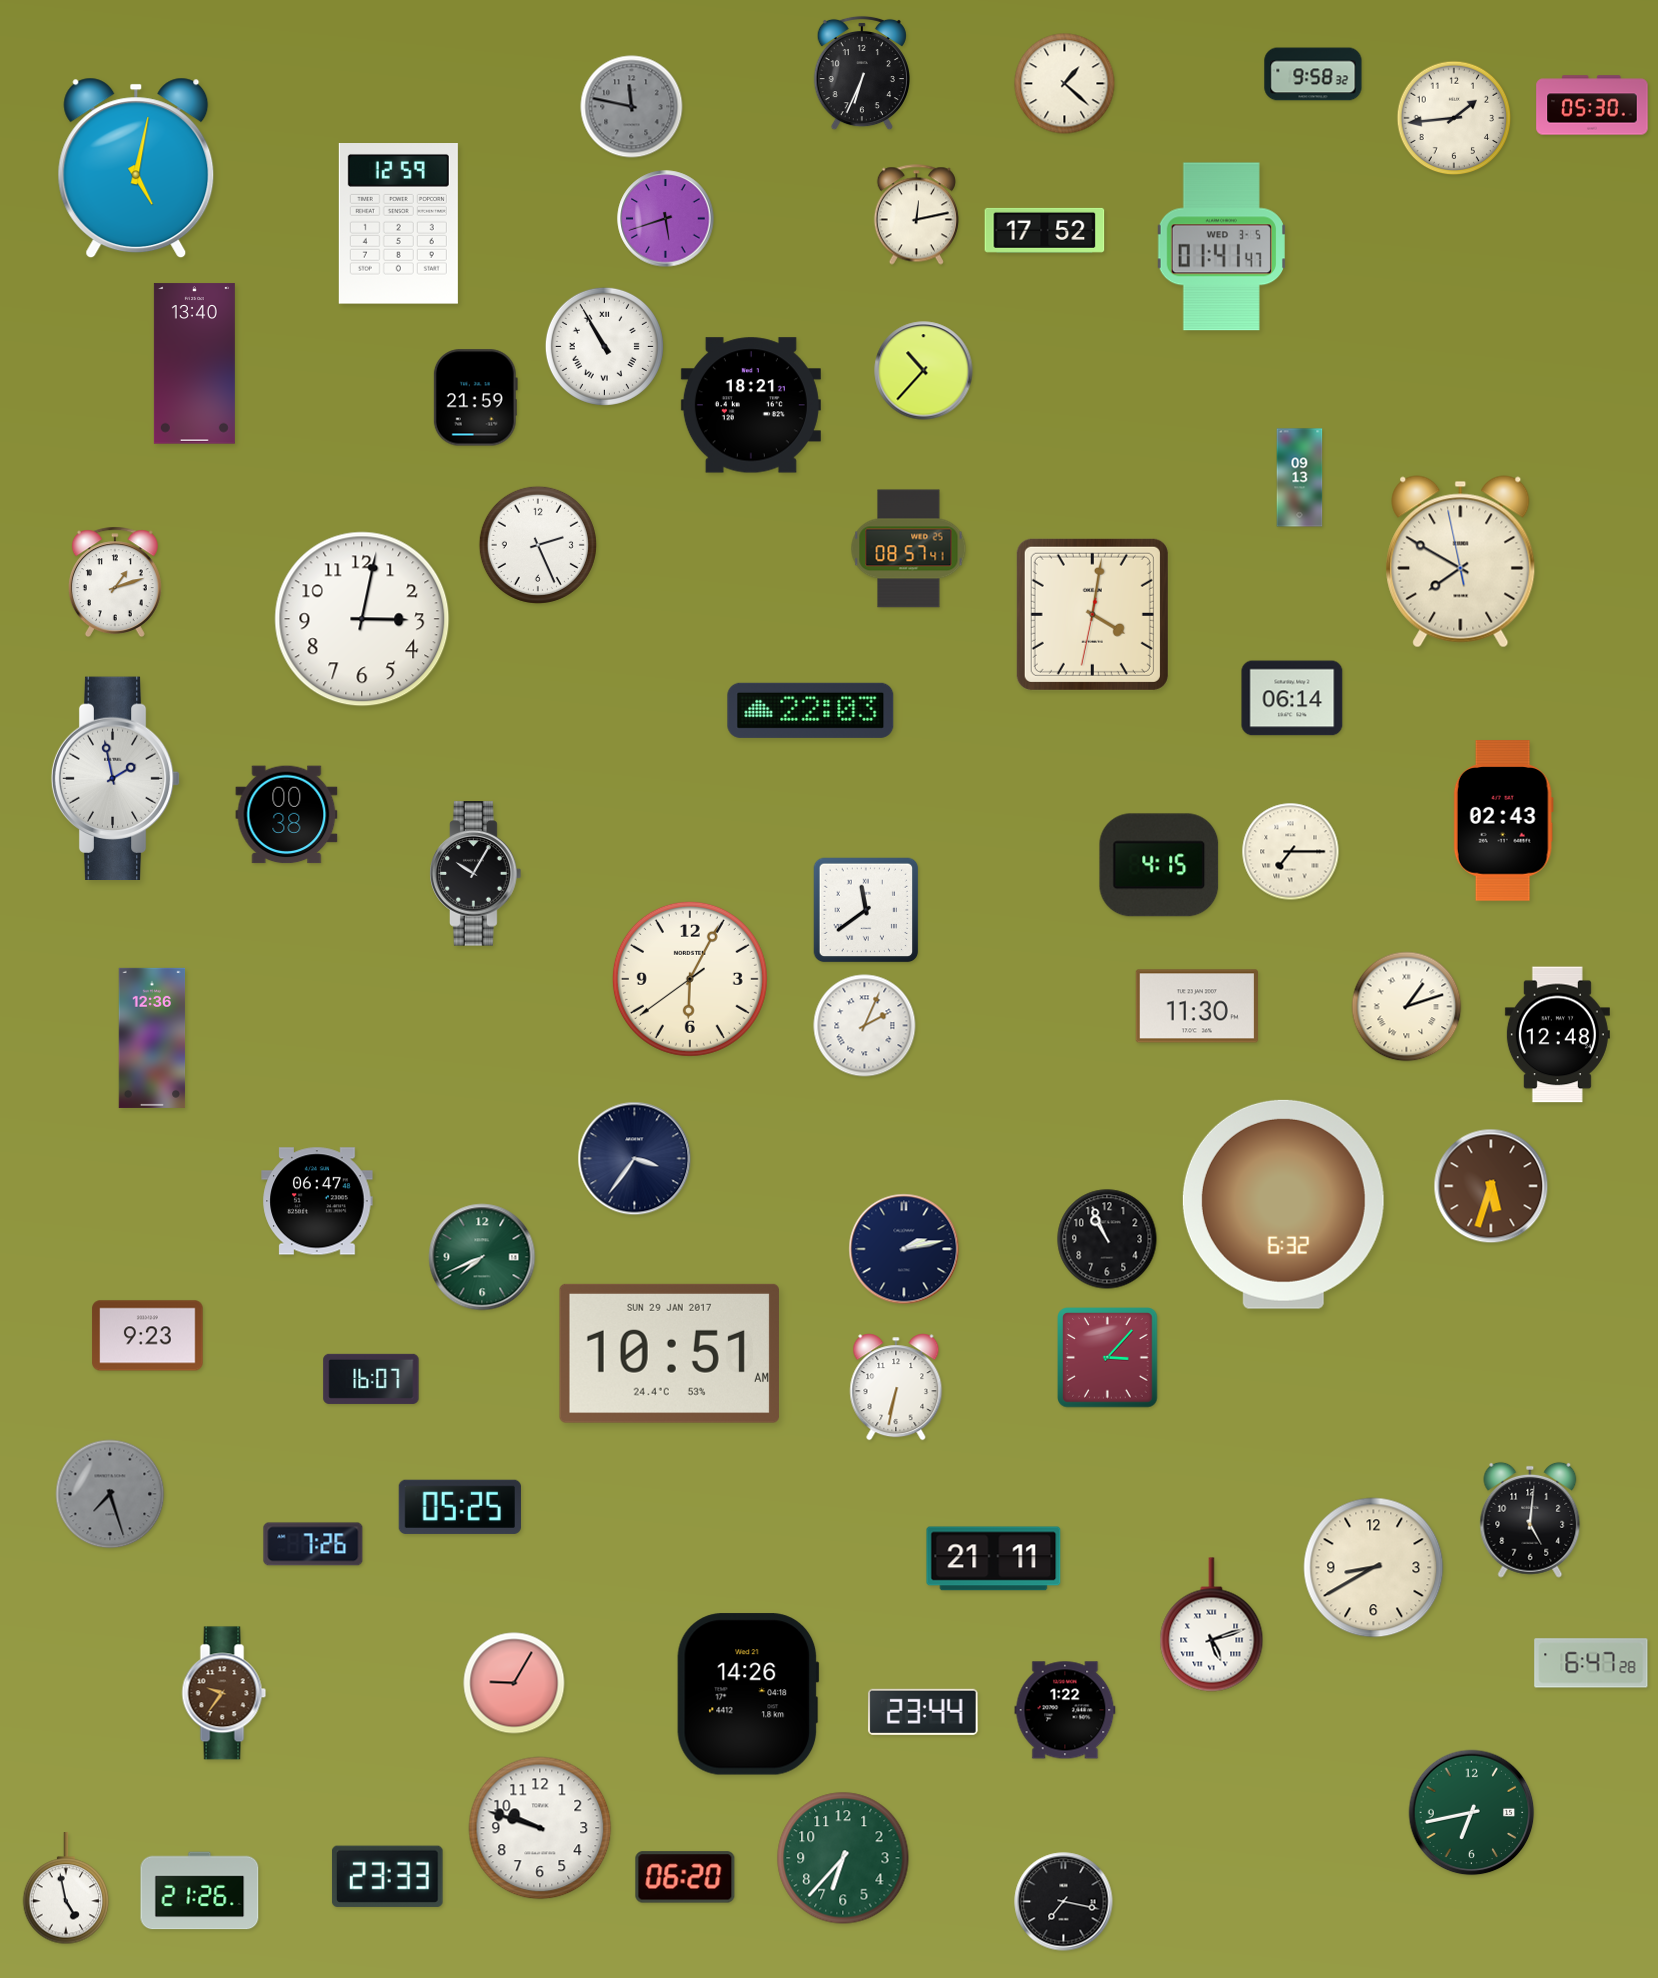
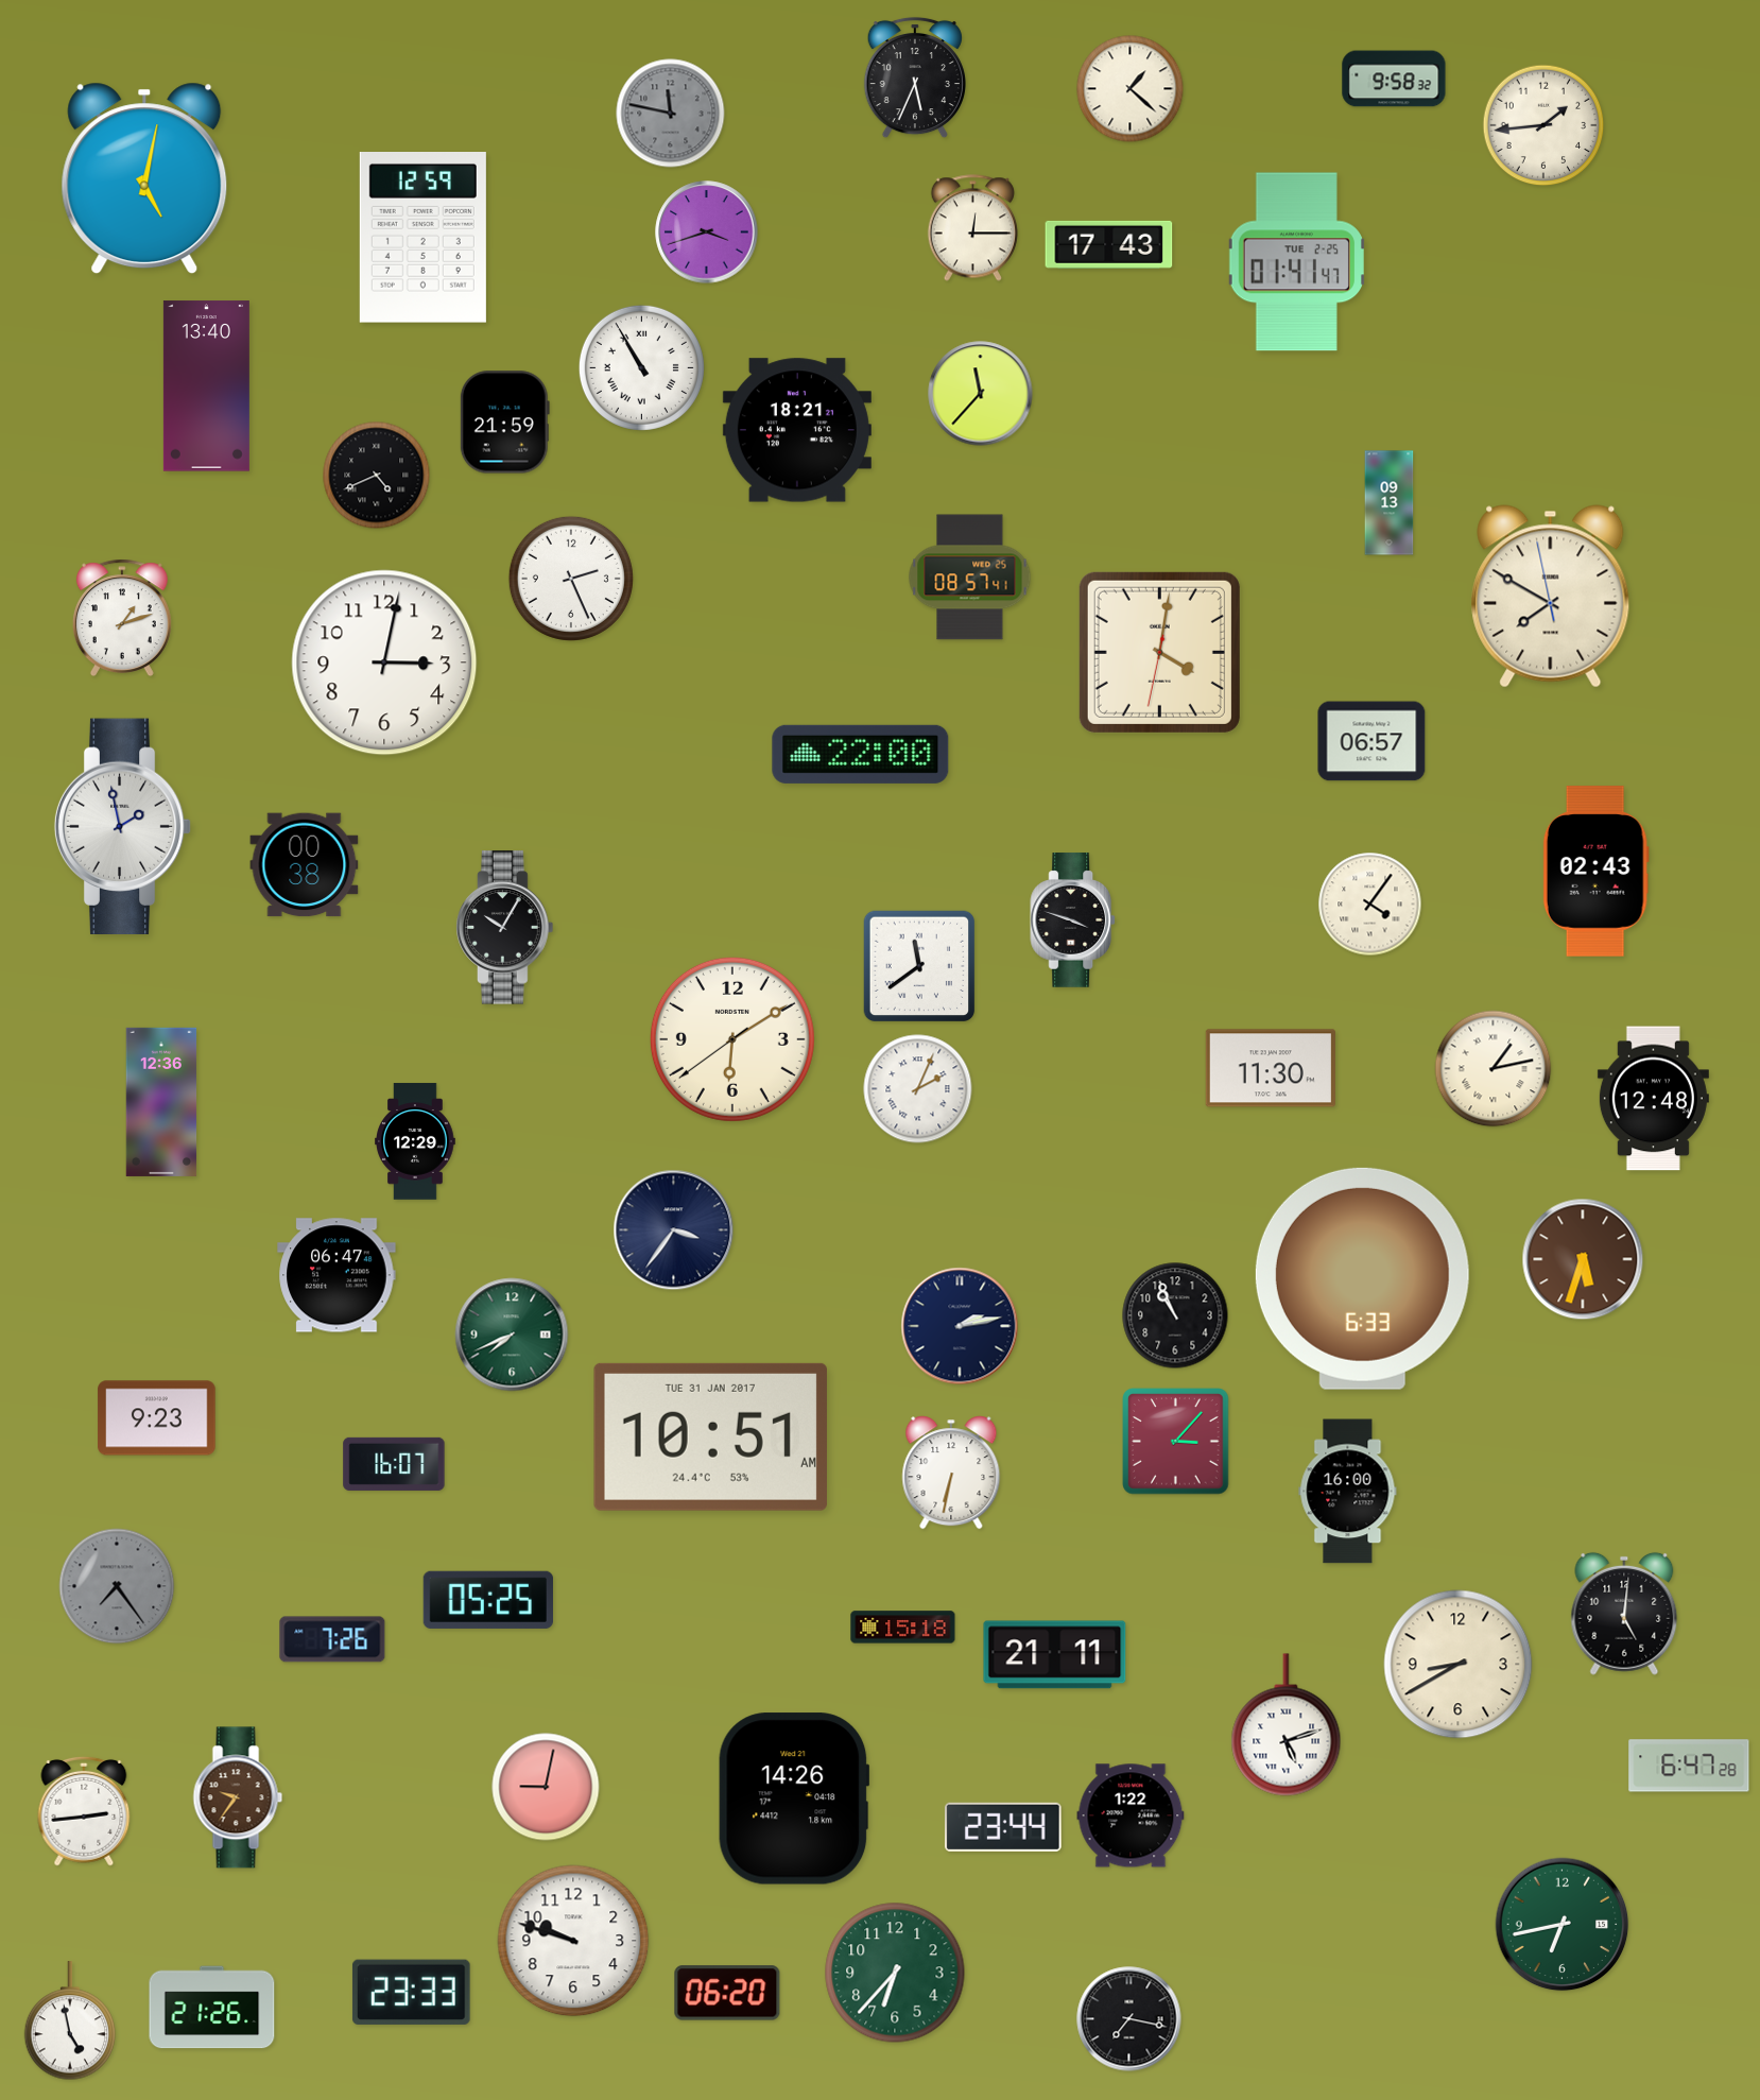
clock at (862, 73): 6:34 -> 5:34
clock at (1592, 105): 05:30 -> none
clock at (916, 215): 12:13 -> 12:15
clock at (666, 219): 5:42 -> 3:42
clock at (1045, 230): 17:52 -> 17:43
clock at (1221, 247) date: WED 3-5 -> TUE 2-25
clock at (924, 371): 10:37 -> 11:37
clock at (377, 476): none -> 4:41
clock at (1300, 478) position: (1300, 478) -> (1390, 503)
clock at (909, 549) position: (909, 549) -> (970, 578)
clock at (362, 619) position: (362, 619) -> (384, 662)
clock at (1292, 698): 06:14 -> 06:57
clock at (811, 710): 22:03 -> 22:00
clock at (1291, 852): 7:15 -> 4:06
clock at (1159, 865): 4:15 -> none
clock at (1073, 920): none -> 3:48
clock at (690, 979): 6:04 -> 6:09
clock at (1407, 1007): 1:12 -> 1:13
clock at (415, 1141): none -> 12:29
clock at (1283, 1204): 6:32 -> 6:33
clock at (669, 1353) date: SUN 29 JAN 2017 -> TUE 31 JAN 2017
clock at (1348, 1492): none -> 16:00
clock at (110, 1494): 7:27 -> 7:24
clock at (903, 1628): none -> 15:18
clock at (514, 1683): 9:05 -> 9:02
clock at (84, 1811): none -> 2:44
clock at (923, 1712) position: (923, 1712) -> (1003, 1827)
clock at (66, 1889) position: (66, 1889) -> (70, 2021)
